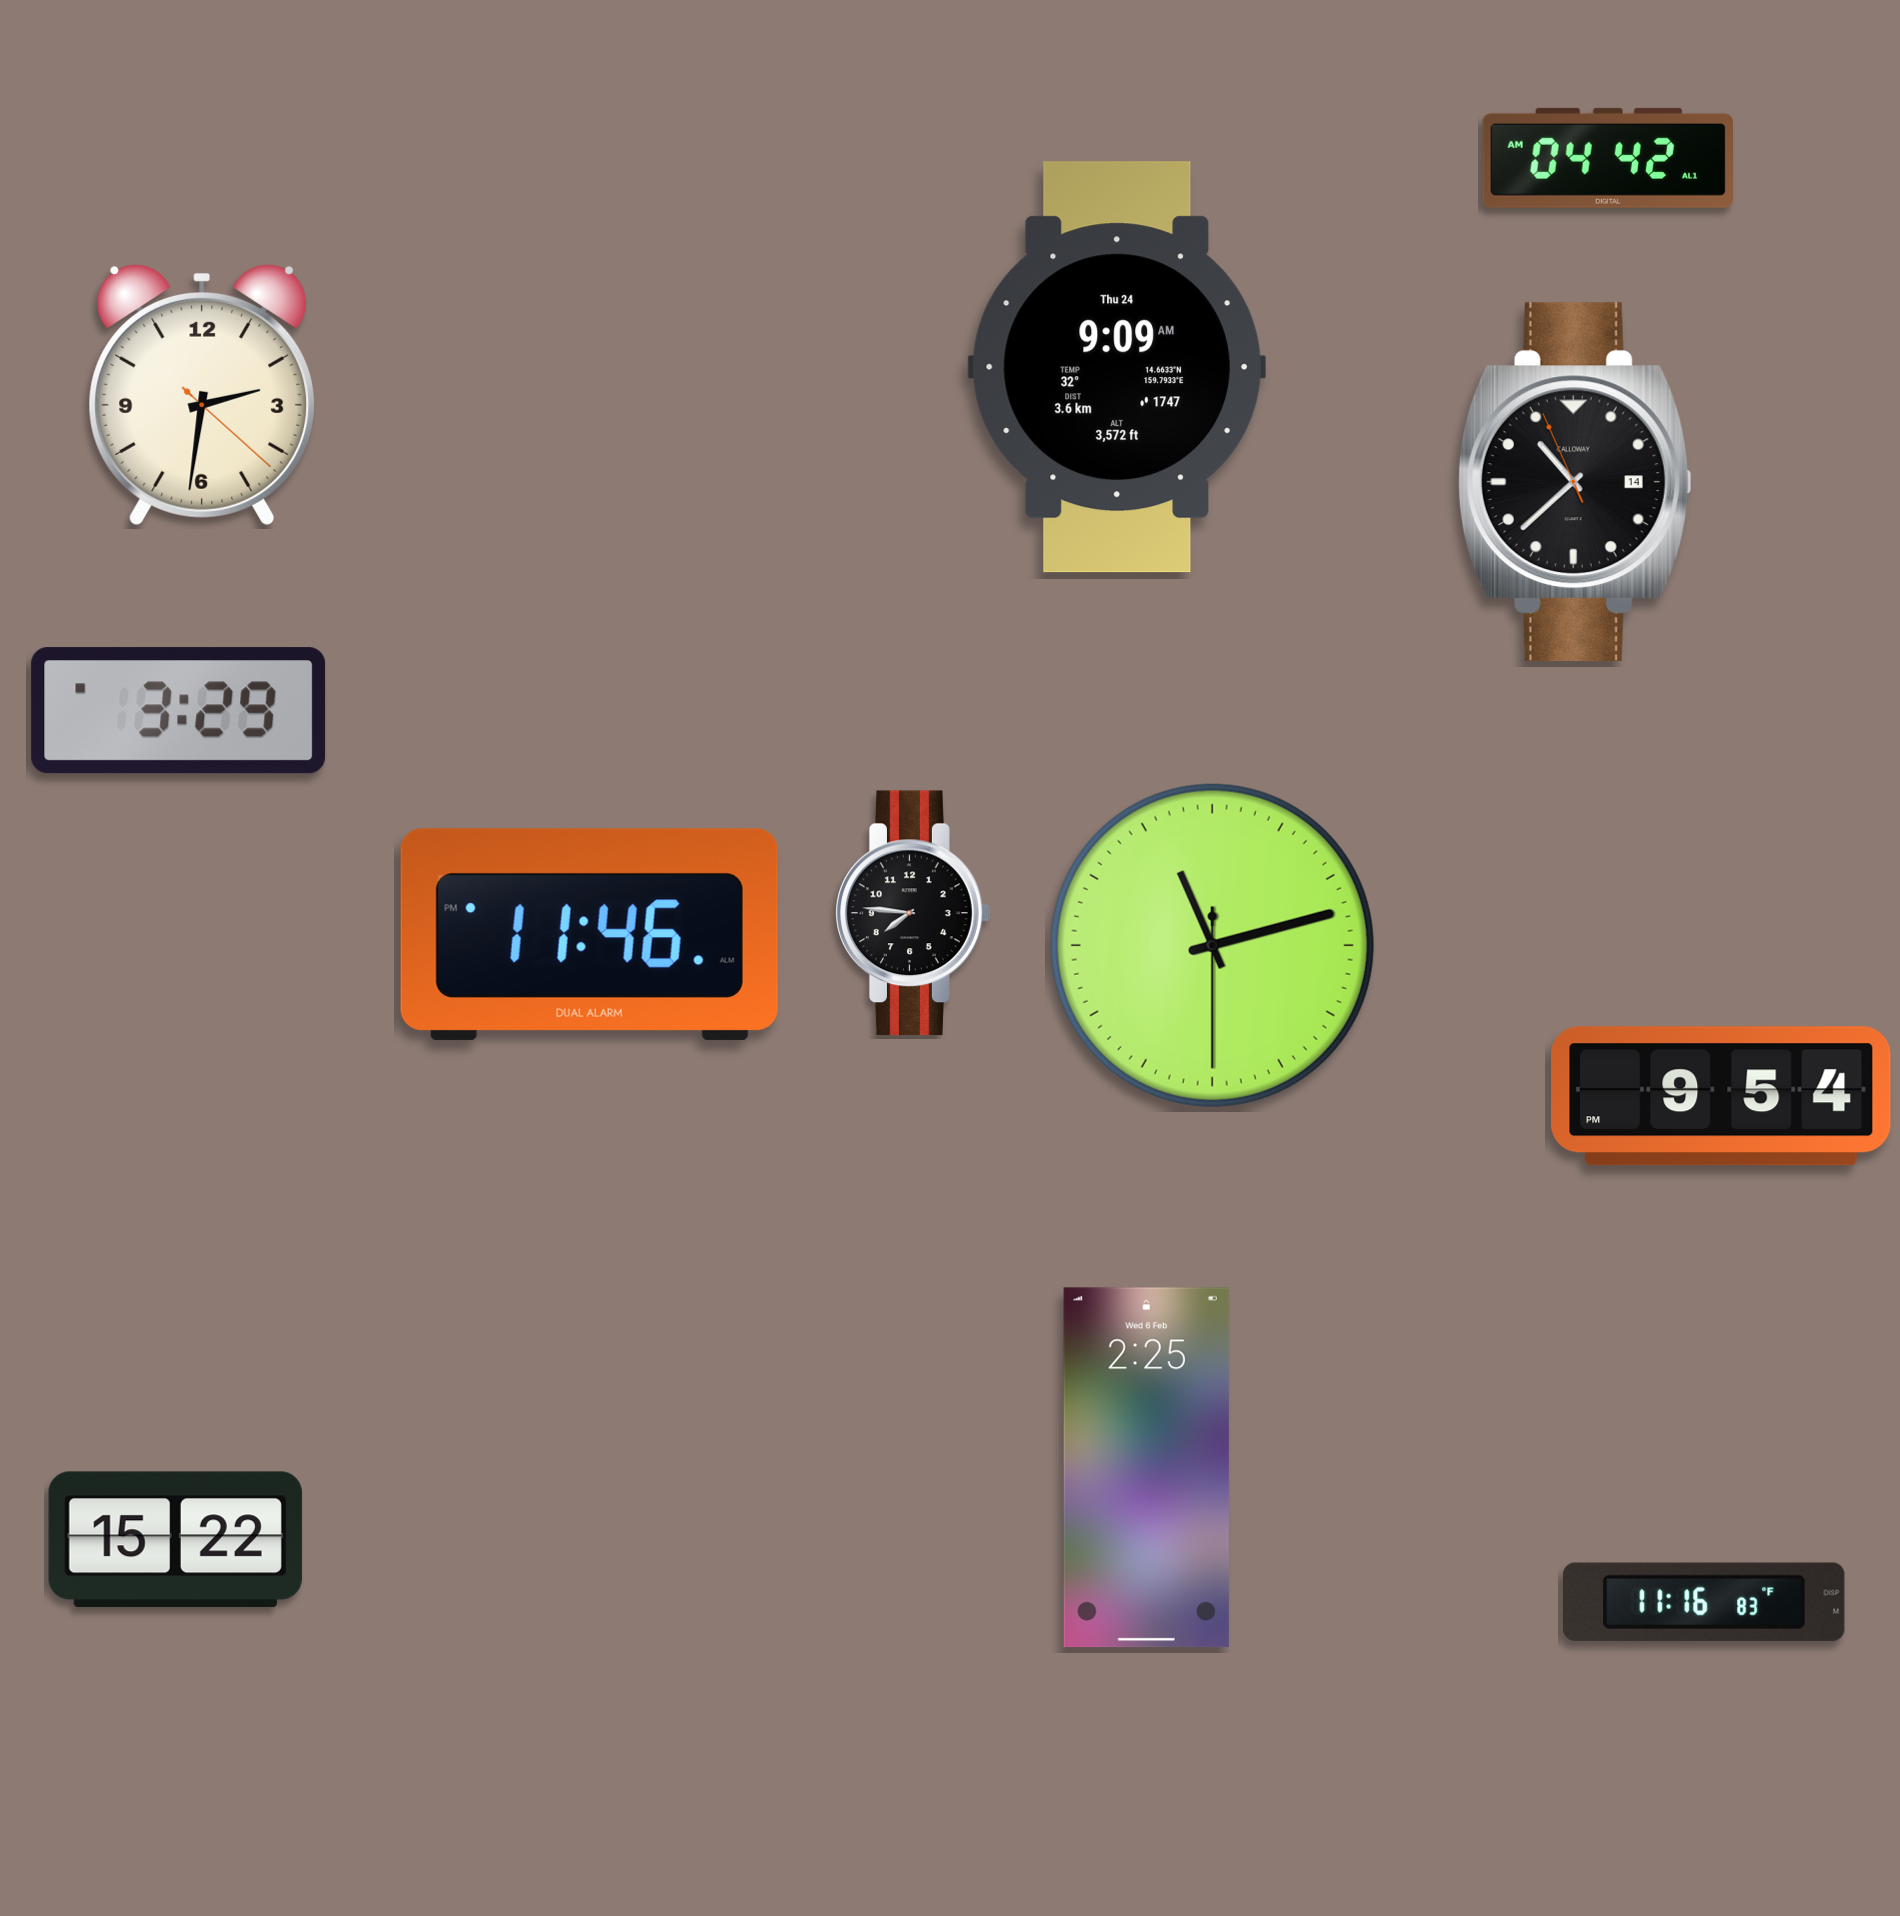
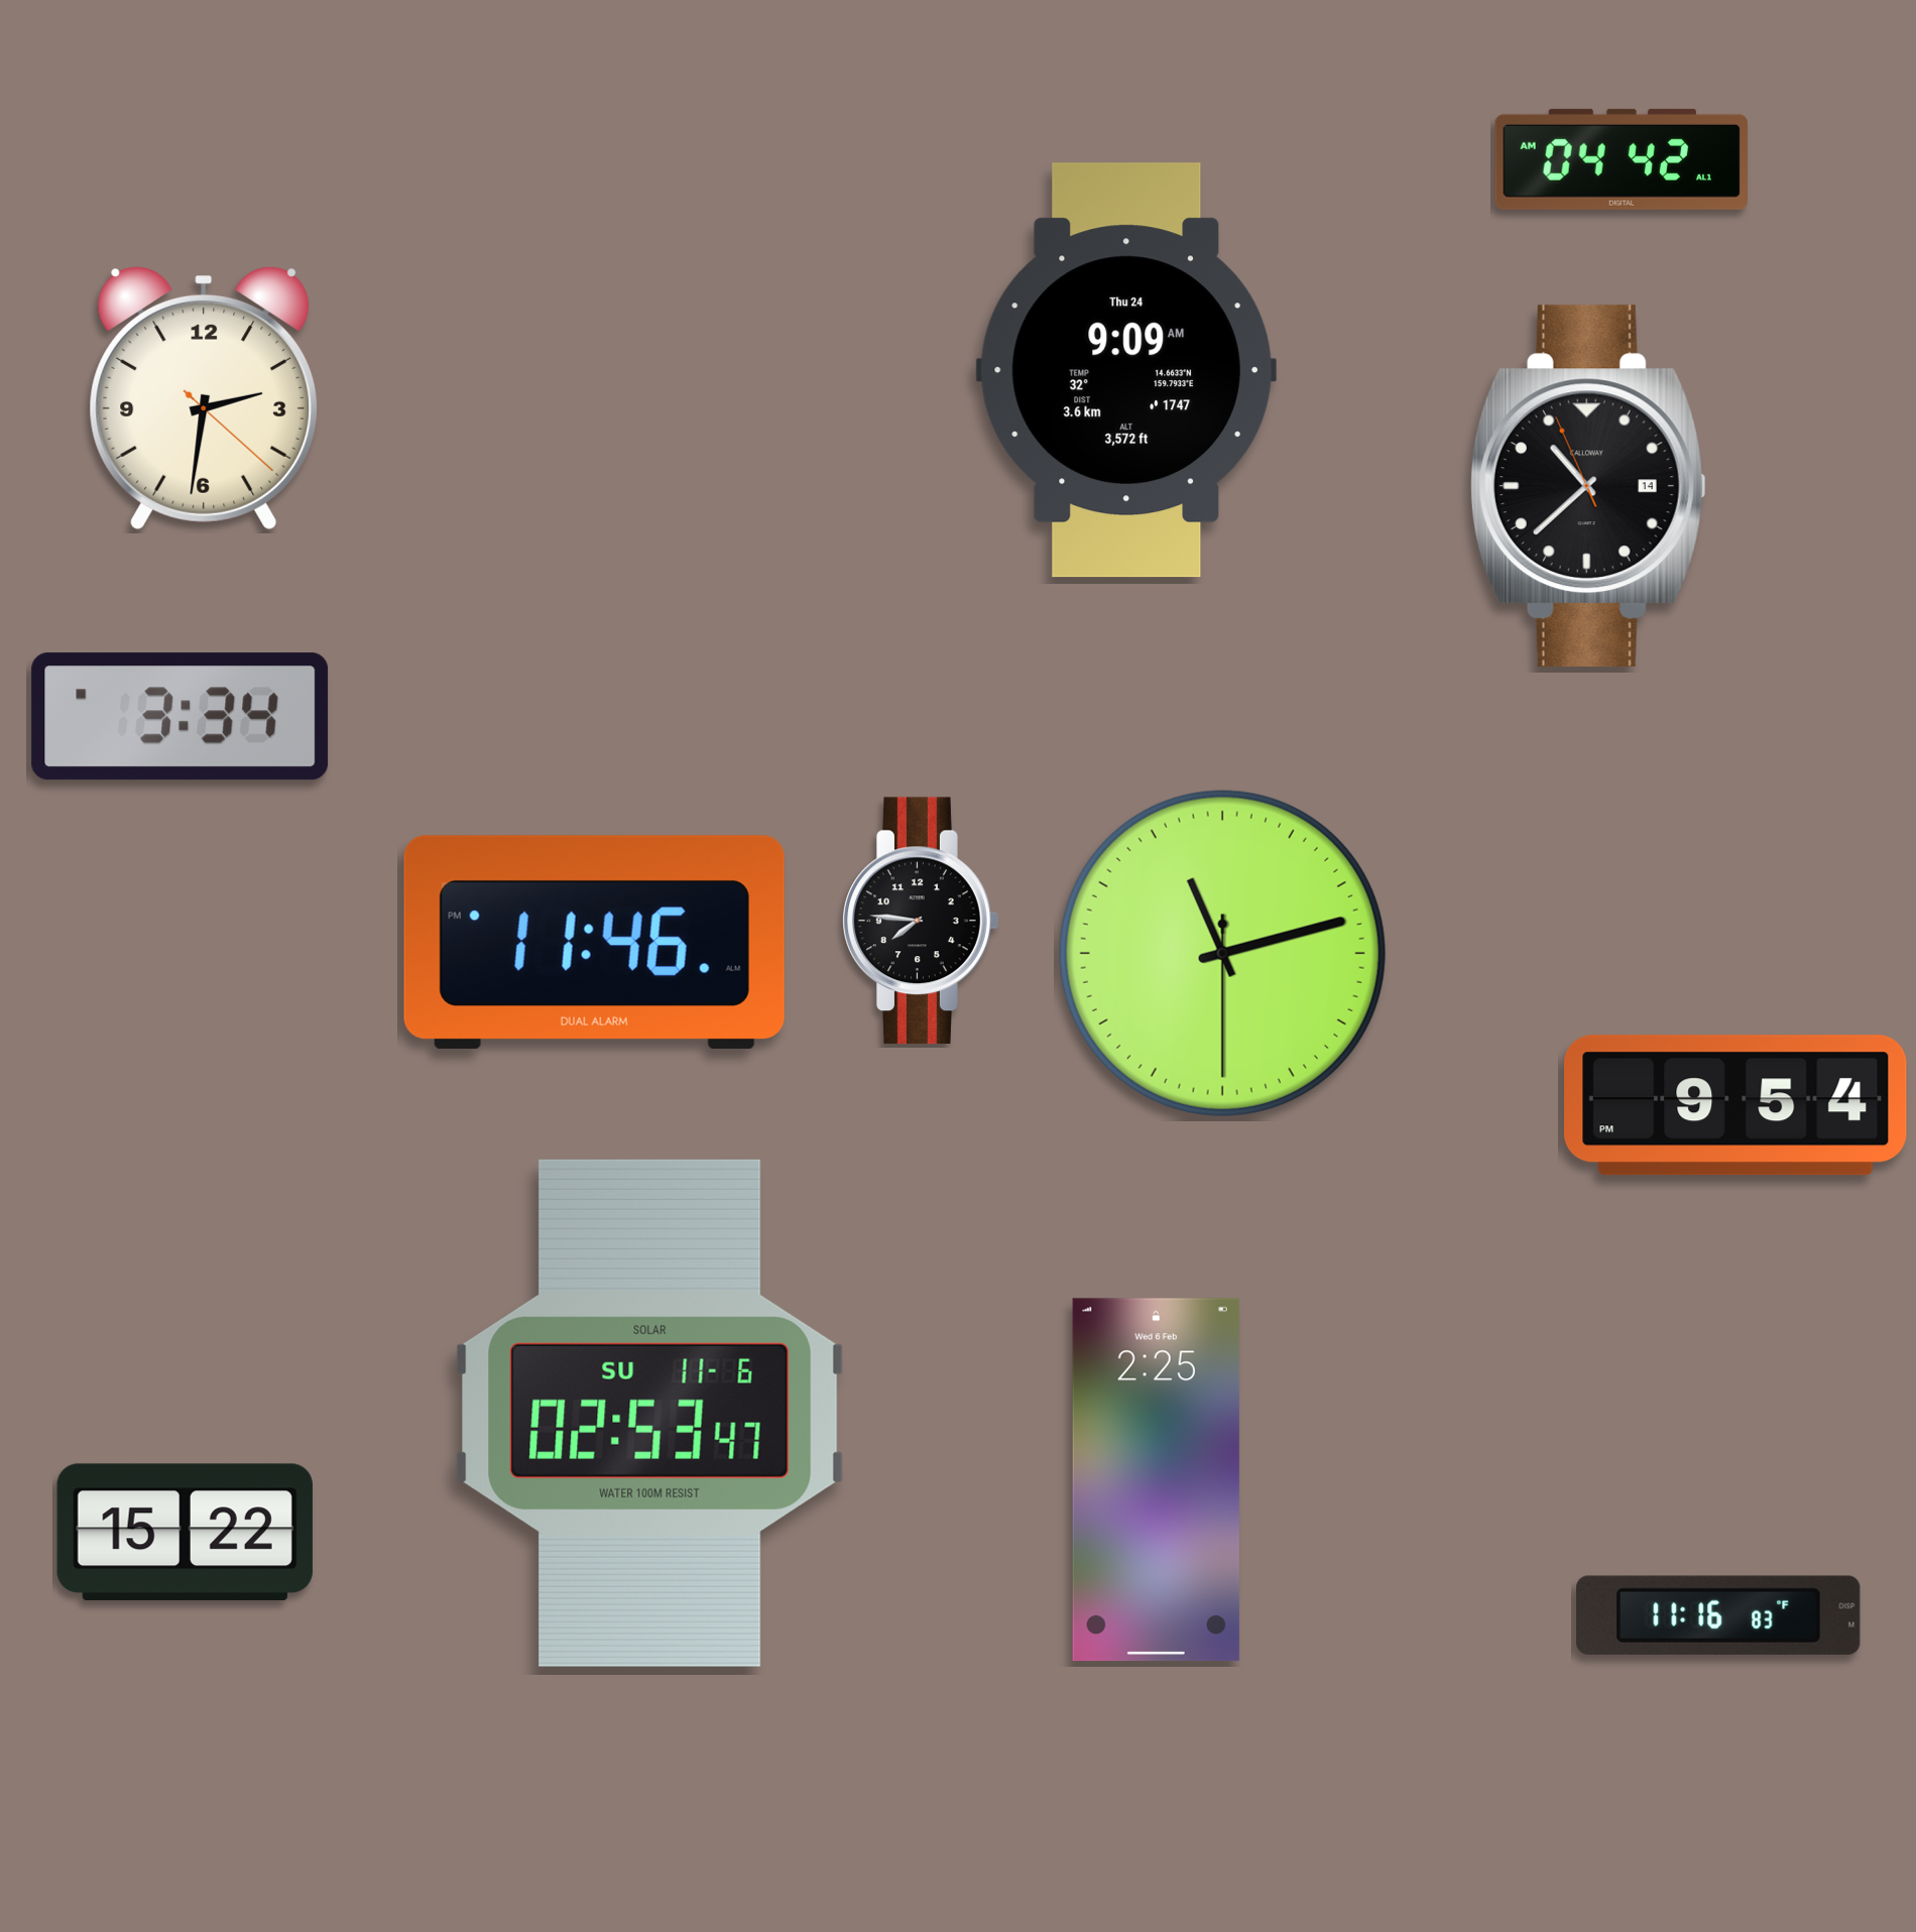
clock at (179, 711): 3:29 -> 3:34
clock at (650, 1413): none -> 02:53
clock at (175, 1540) position: (175, 1540) -> (185, 1533)
